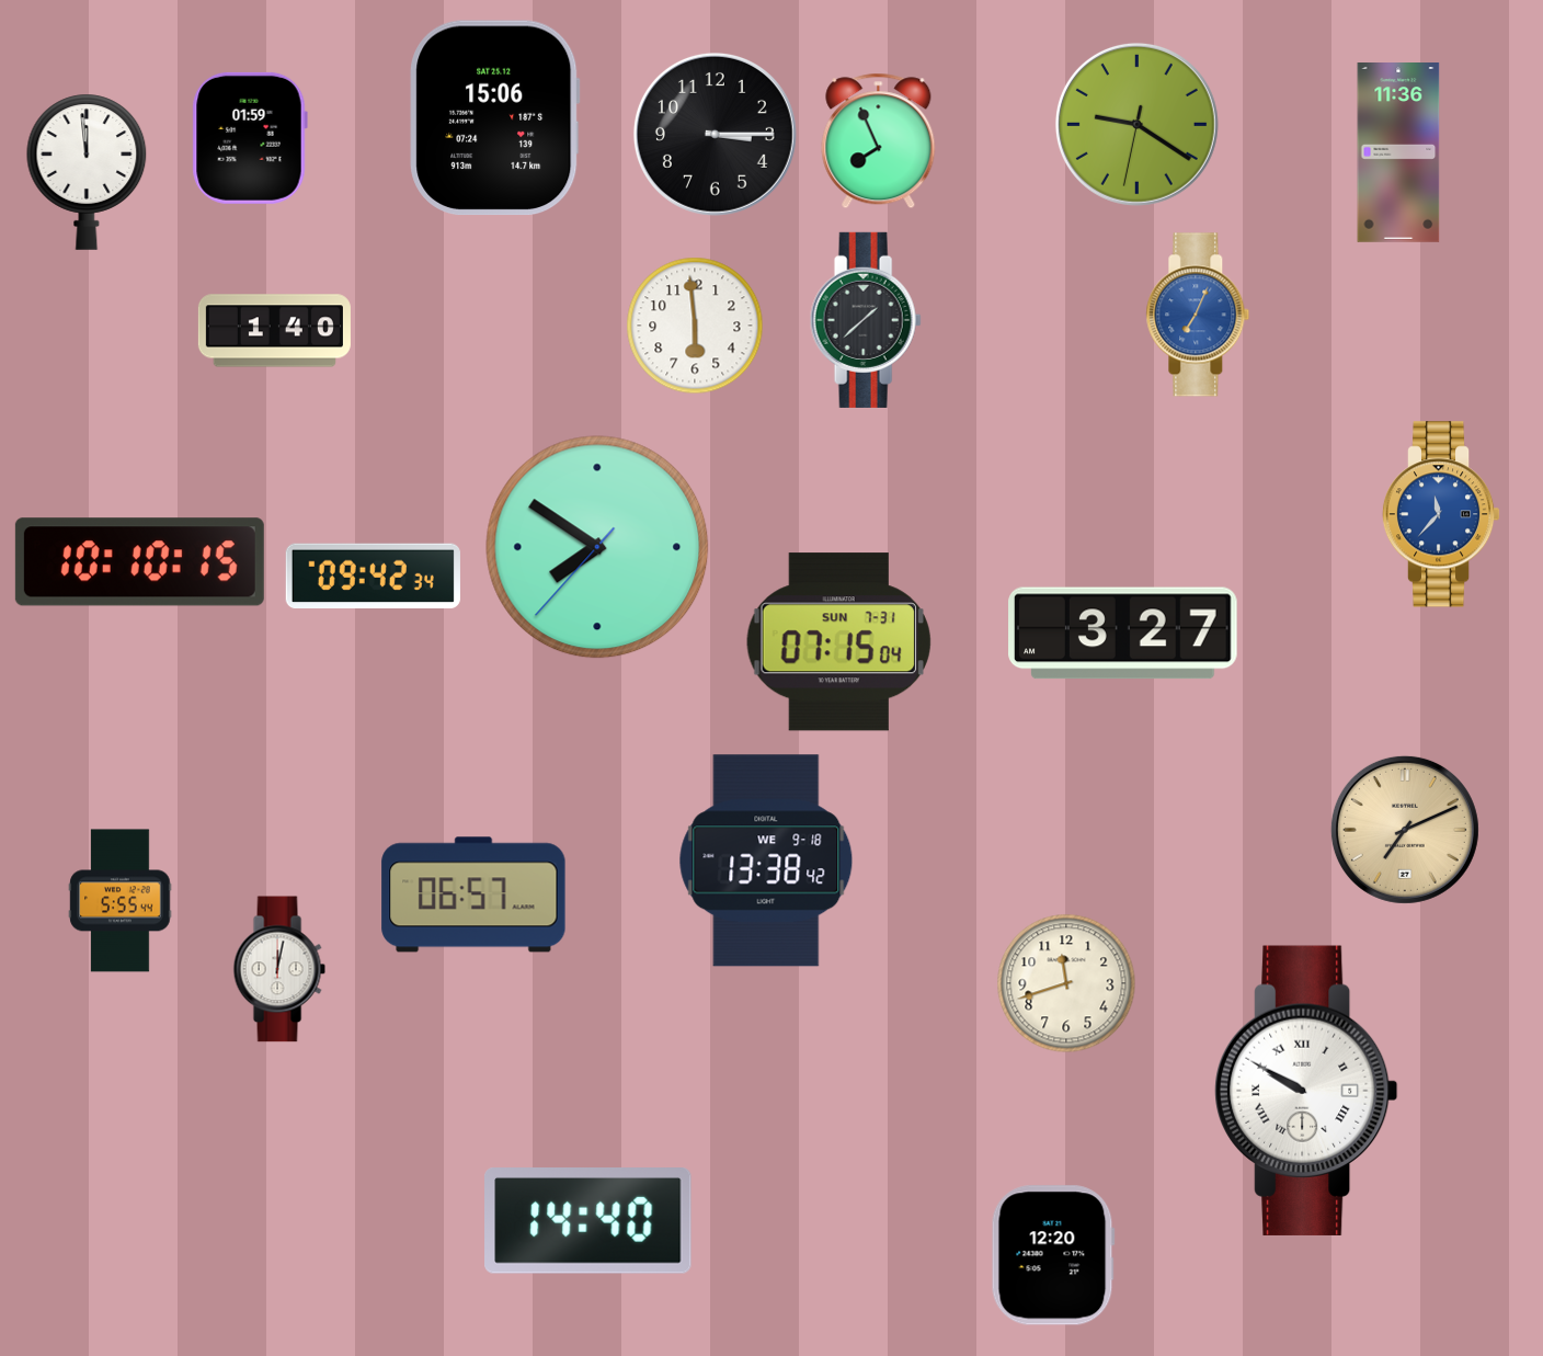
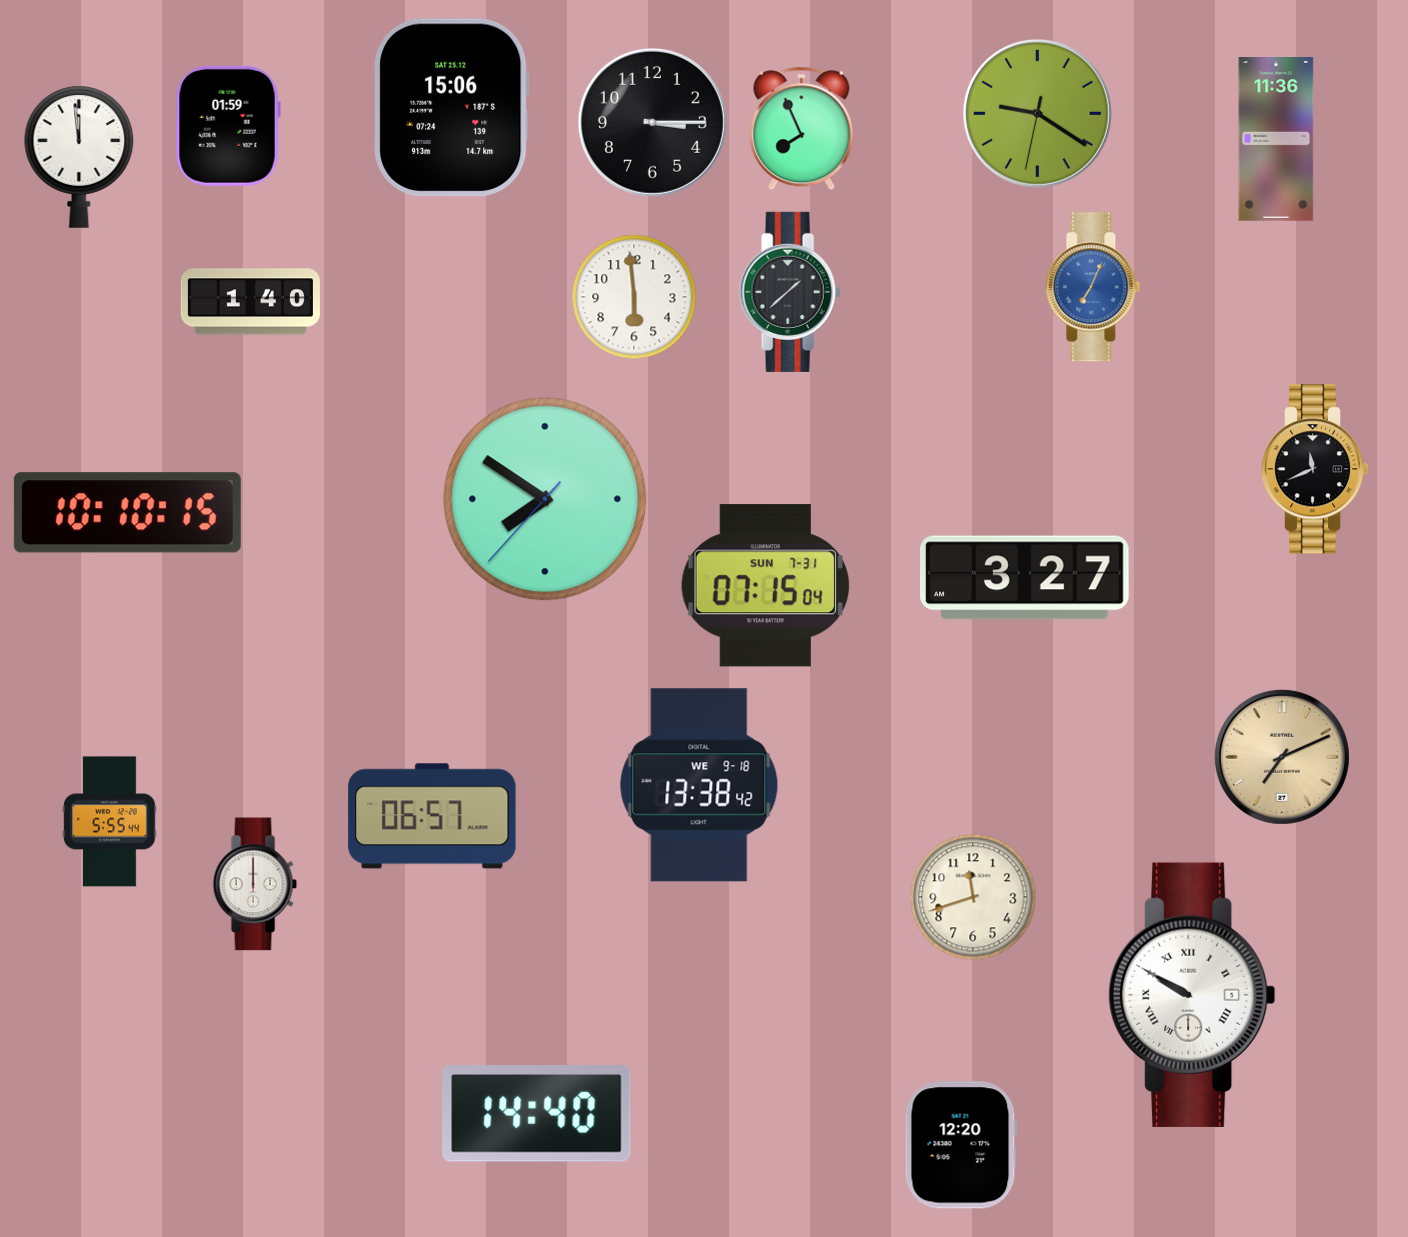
clock at (1441, 514): 11:37 -> 11:41
clock at (1441, 514) dial: blue -> black
clock at (373, 576): 09:42 -> none
clock at (279, 969): 12:02 -> 12:00
